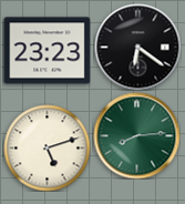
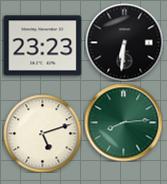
clock at (137, 47): 6:21 -> 6:31
